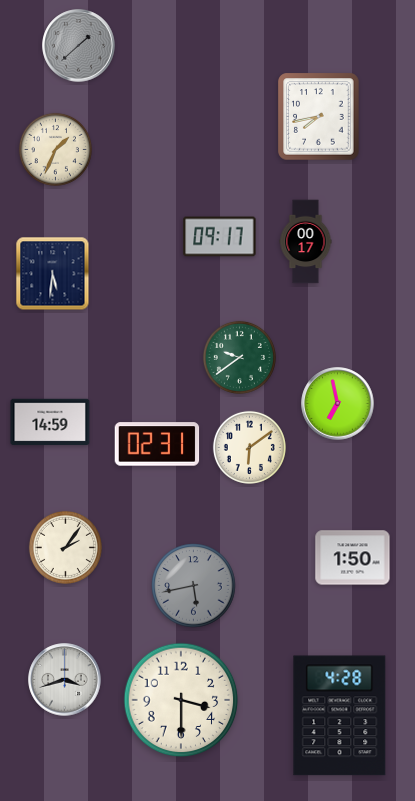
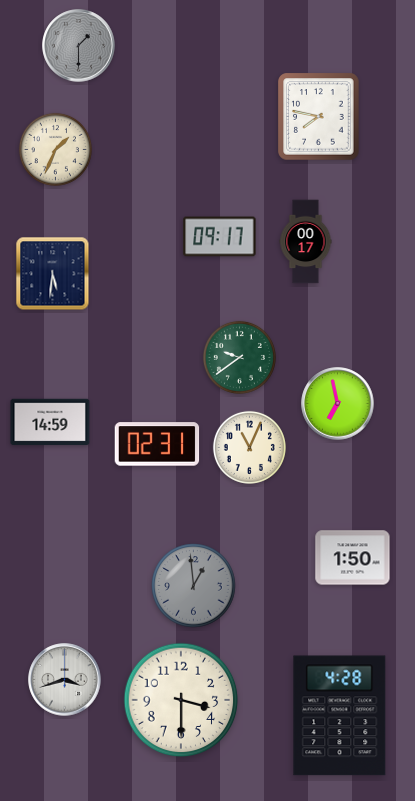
clock at (79, 46): 1:38 -> 1:30
clock at (319, 117): 7:43 -> 7:47
clock at (249, 447): 6:09 -> 11:04
clock at (65, 547): 2:06 -> none
clock at (194, 586): 5:43 -> 12:59
